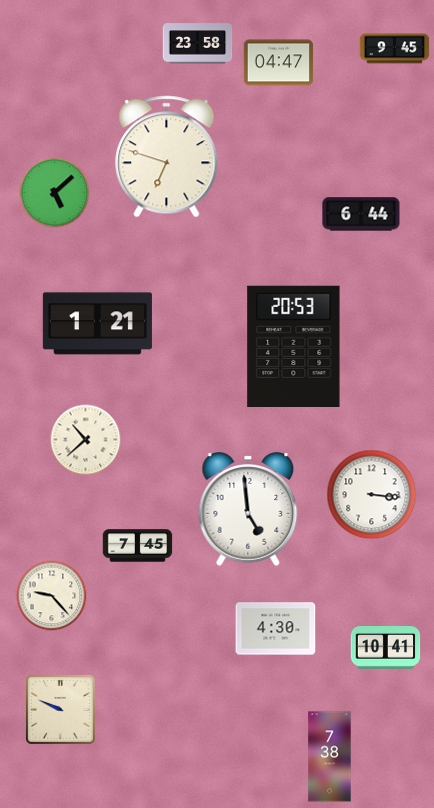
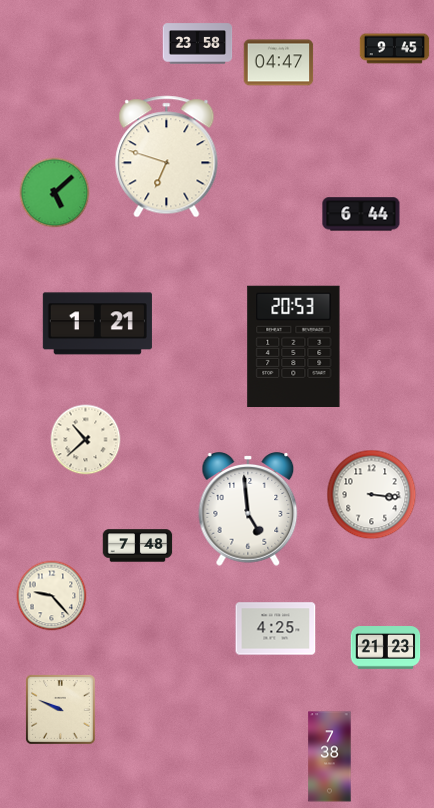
clock at (138, 546): 7:45 -> 7:48
clock at (276, 629): 4:30 -> 4:25
clock at (386, 648): 10:41 -> 21:23
